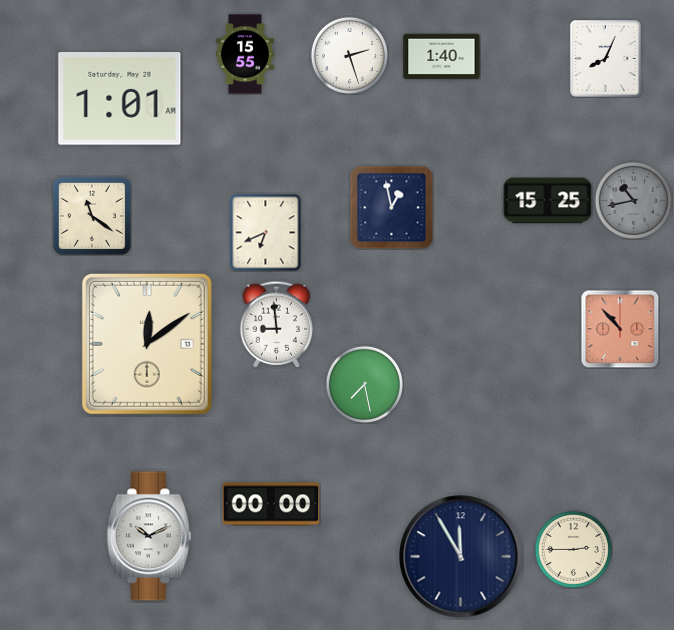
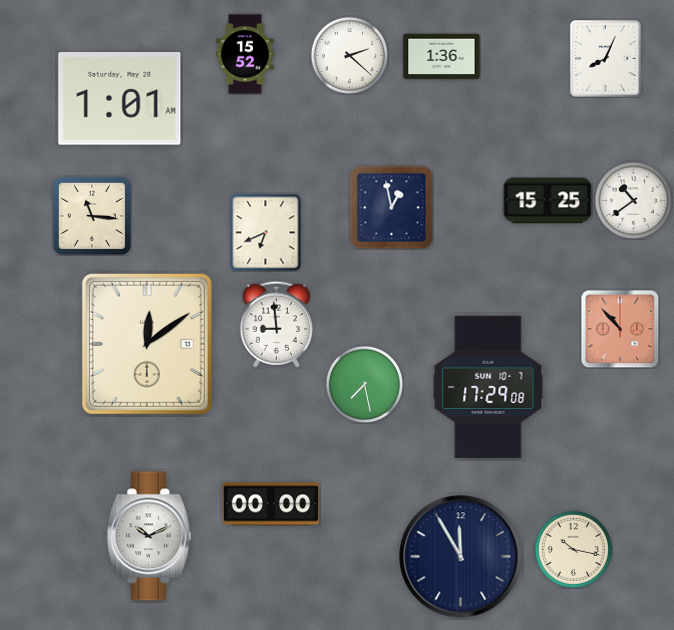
clock at (245, 54): 15:55 -> 15:52
clock at (349, 55): 2:27 -> 2:22
clock at (442, 57): 1:40 -> 1:36
clock at (633, 200): 10:43 -> 10:39
clock at (633, 200) dial: grey -> white
clock at (92, 216): 11:21 -> 11:16
clock at (488, 387): none -> 17:29
clock at (573, 549): 2:45 -> 10:17
